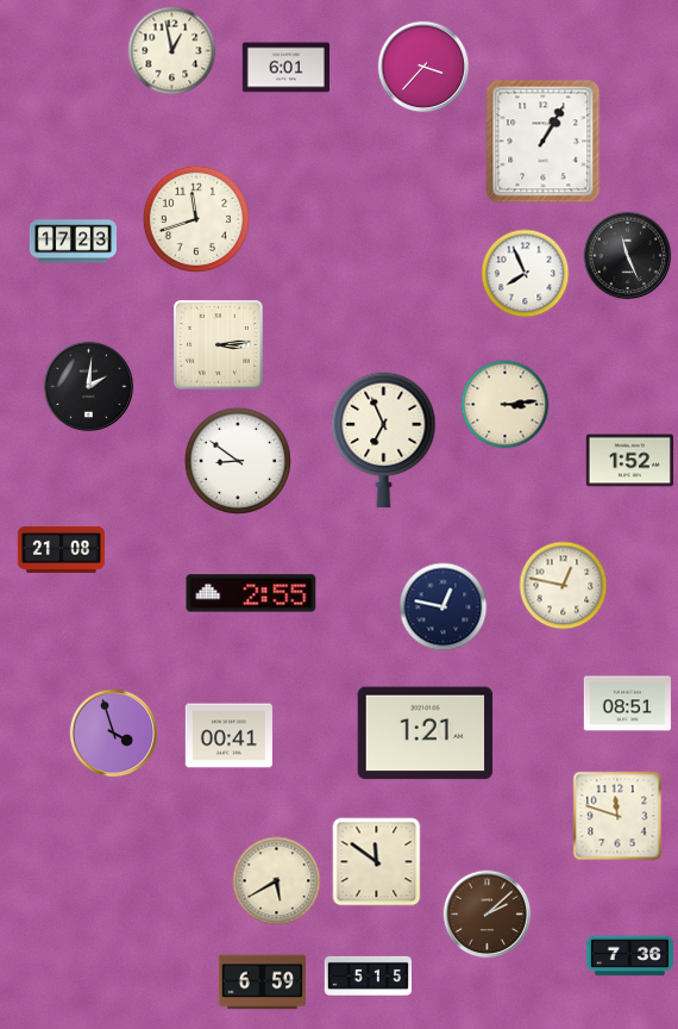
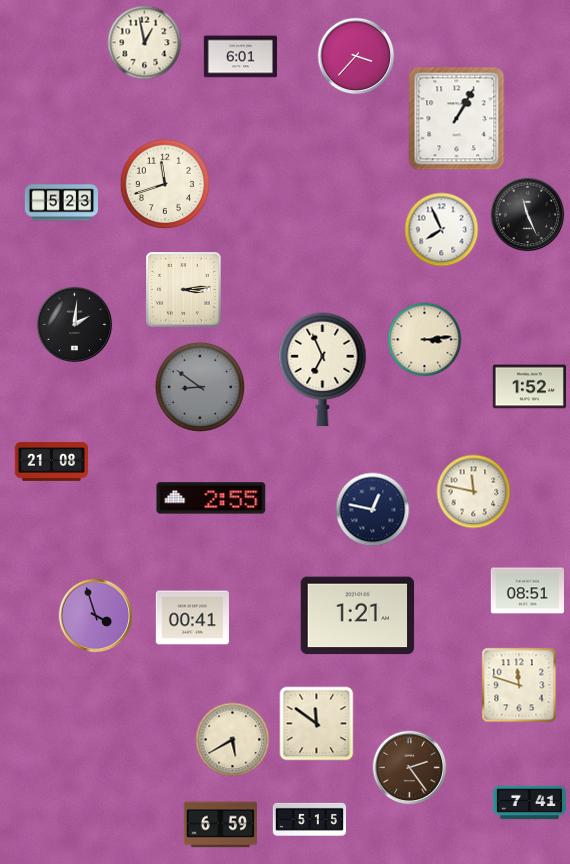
clock at (73, 242): 17:23 -> 5:23
clock at (237, 460) dial: white -> grey
clock at (564, 586): 12:47 -> 11:47
clock at (488, 915): 2:08 -> 2:24
clock at (629, 956): 7:36 -> 7:41
